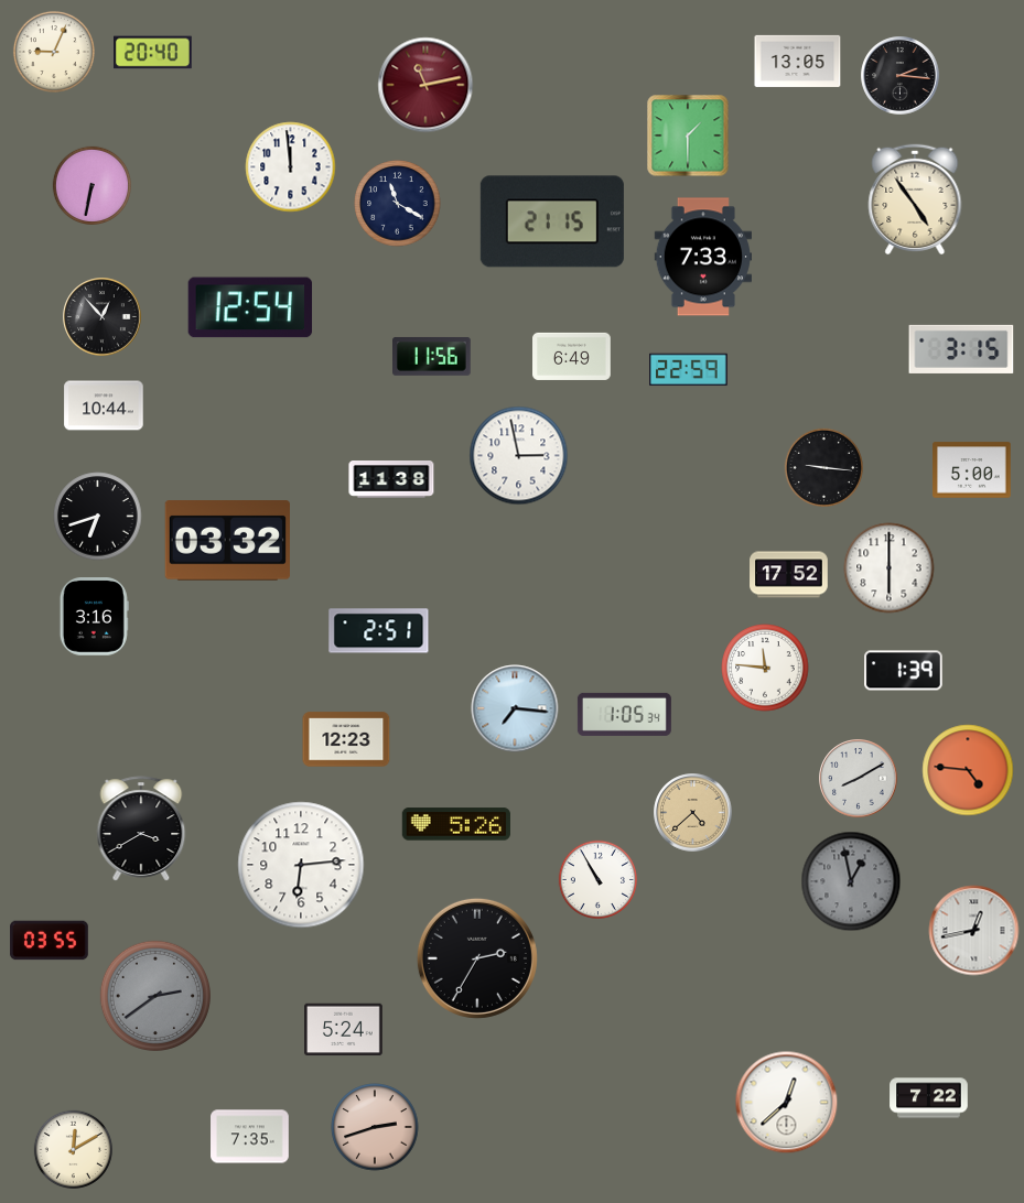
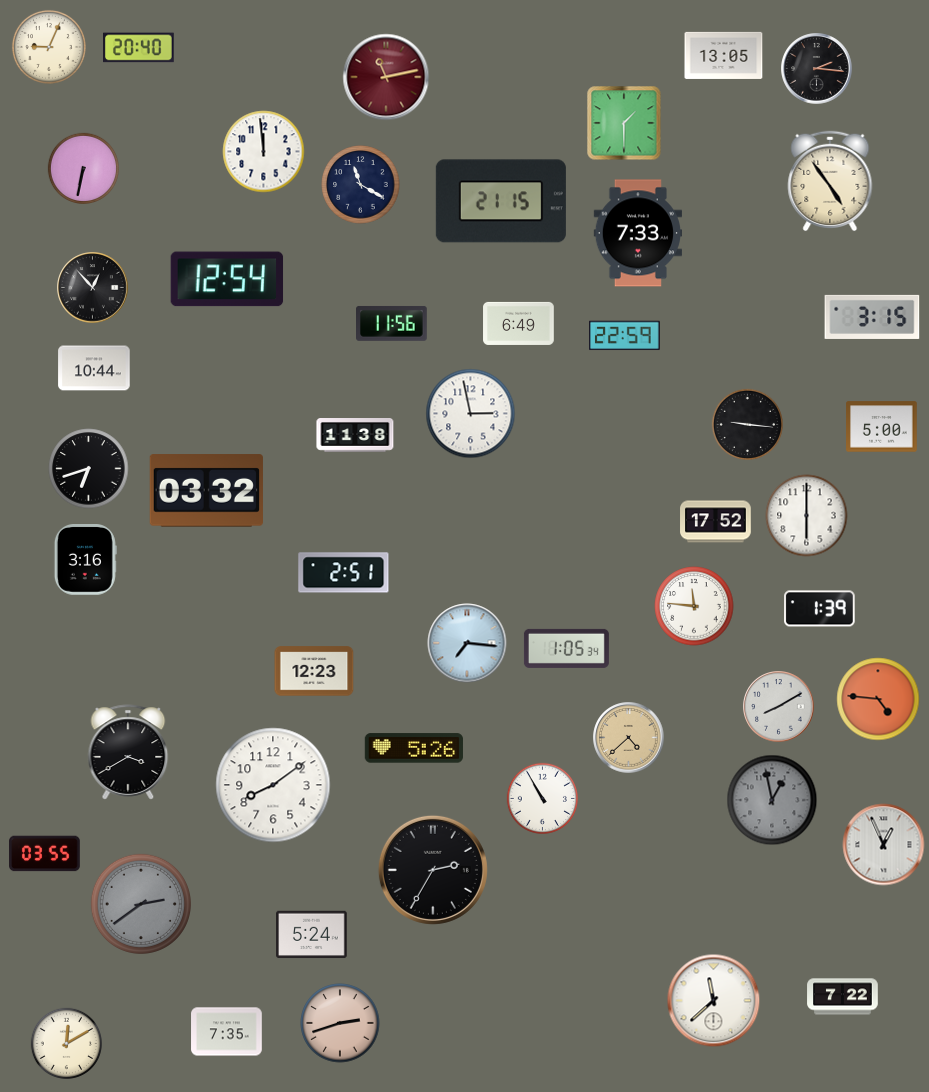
clock at (301, 865): 6:14 -> 8:09
clock at (974, 931): 12:43 -> 12:56
clock at (787, 1103): 12:38 -> 11:38
